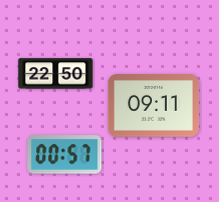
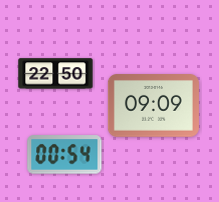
clock at (153, 106): 09:11 -> 09:09
clock at (65, 155): 00:57 -> 00:54
